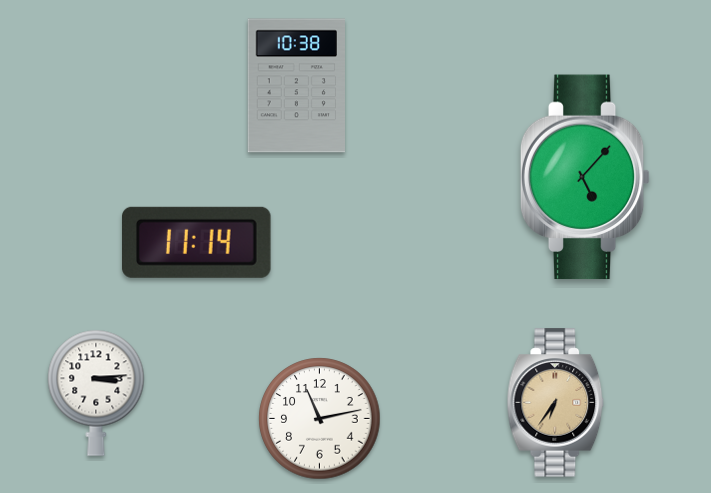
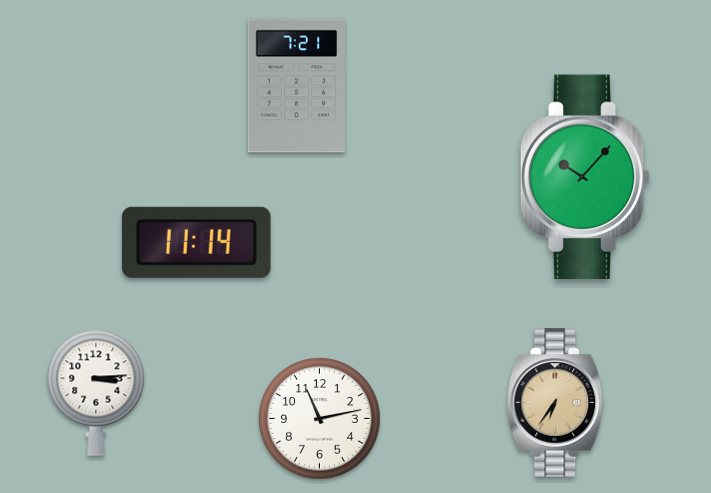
clock at (296, 86): 10:38 -> 7:21
clock at (585, 177): 5:07 -> 10:07
